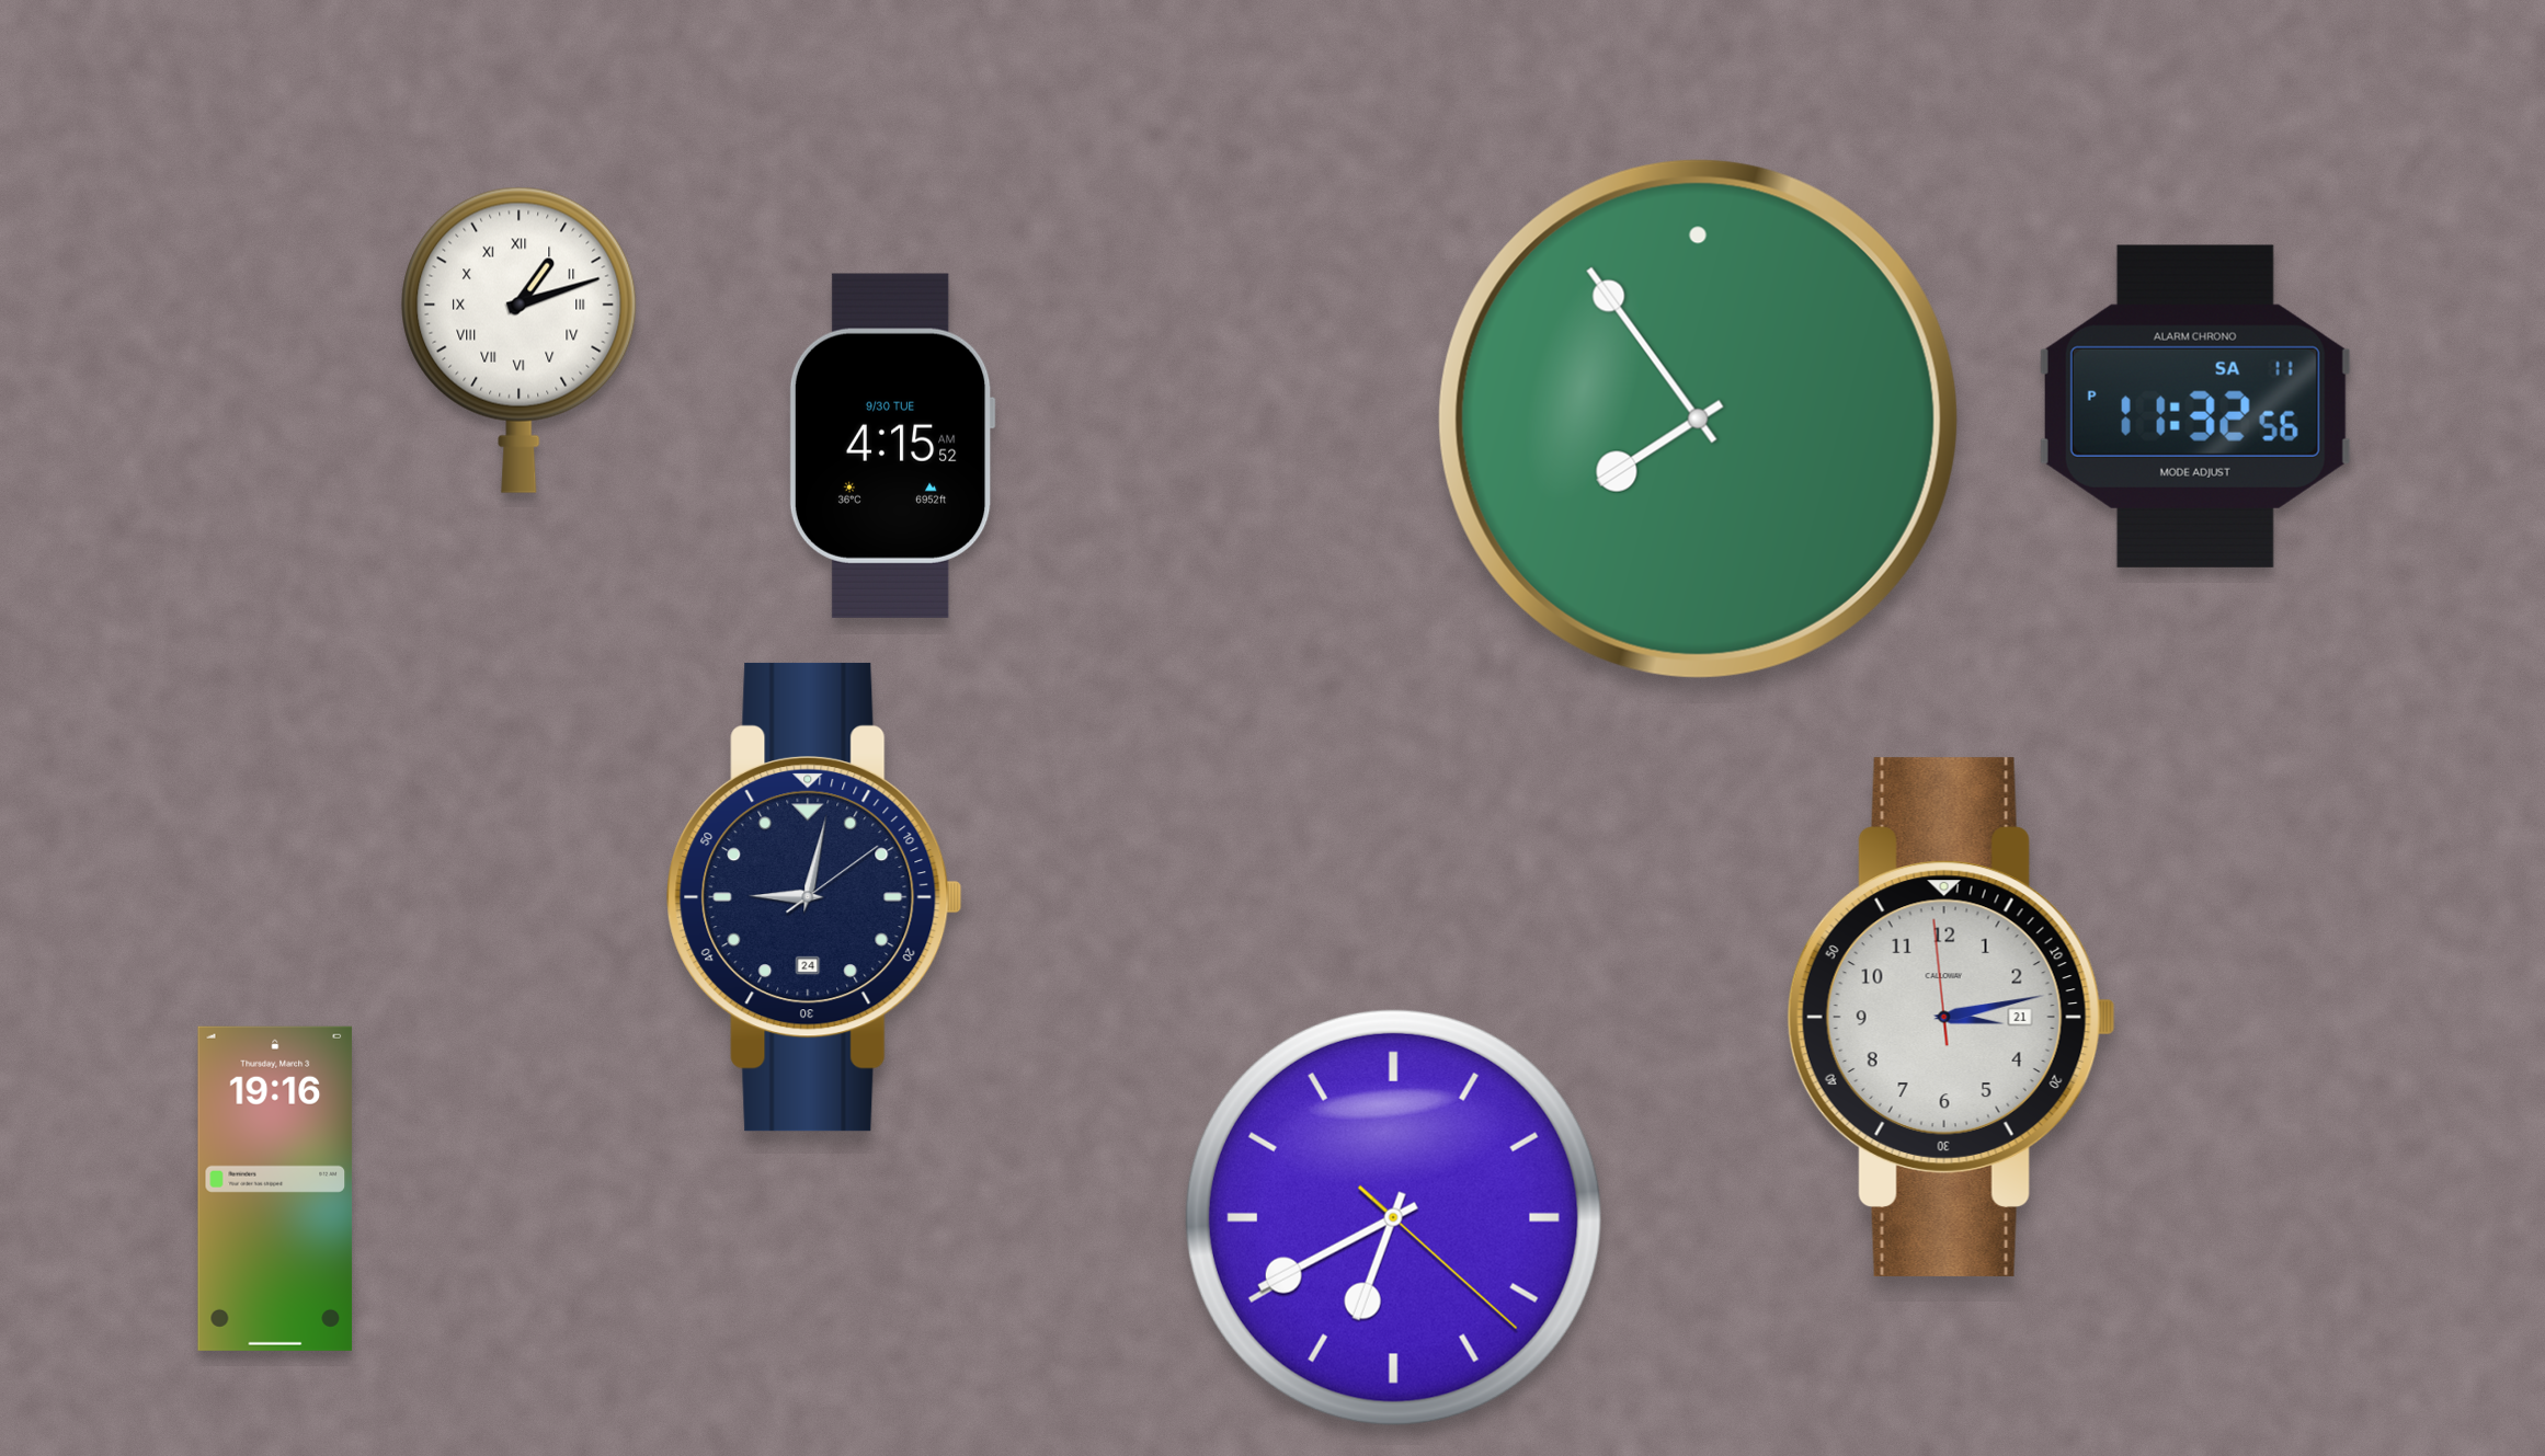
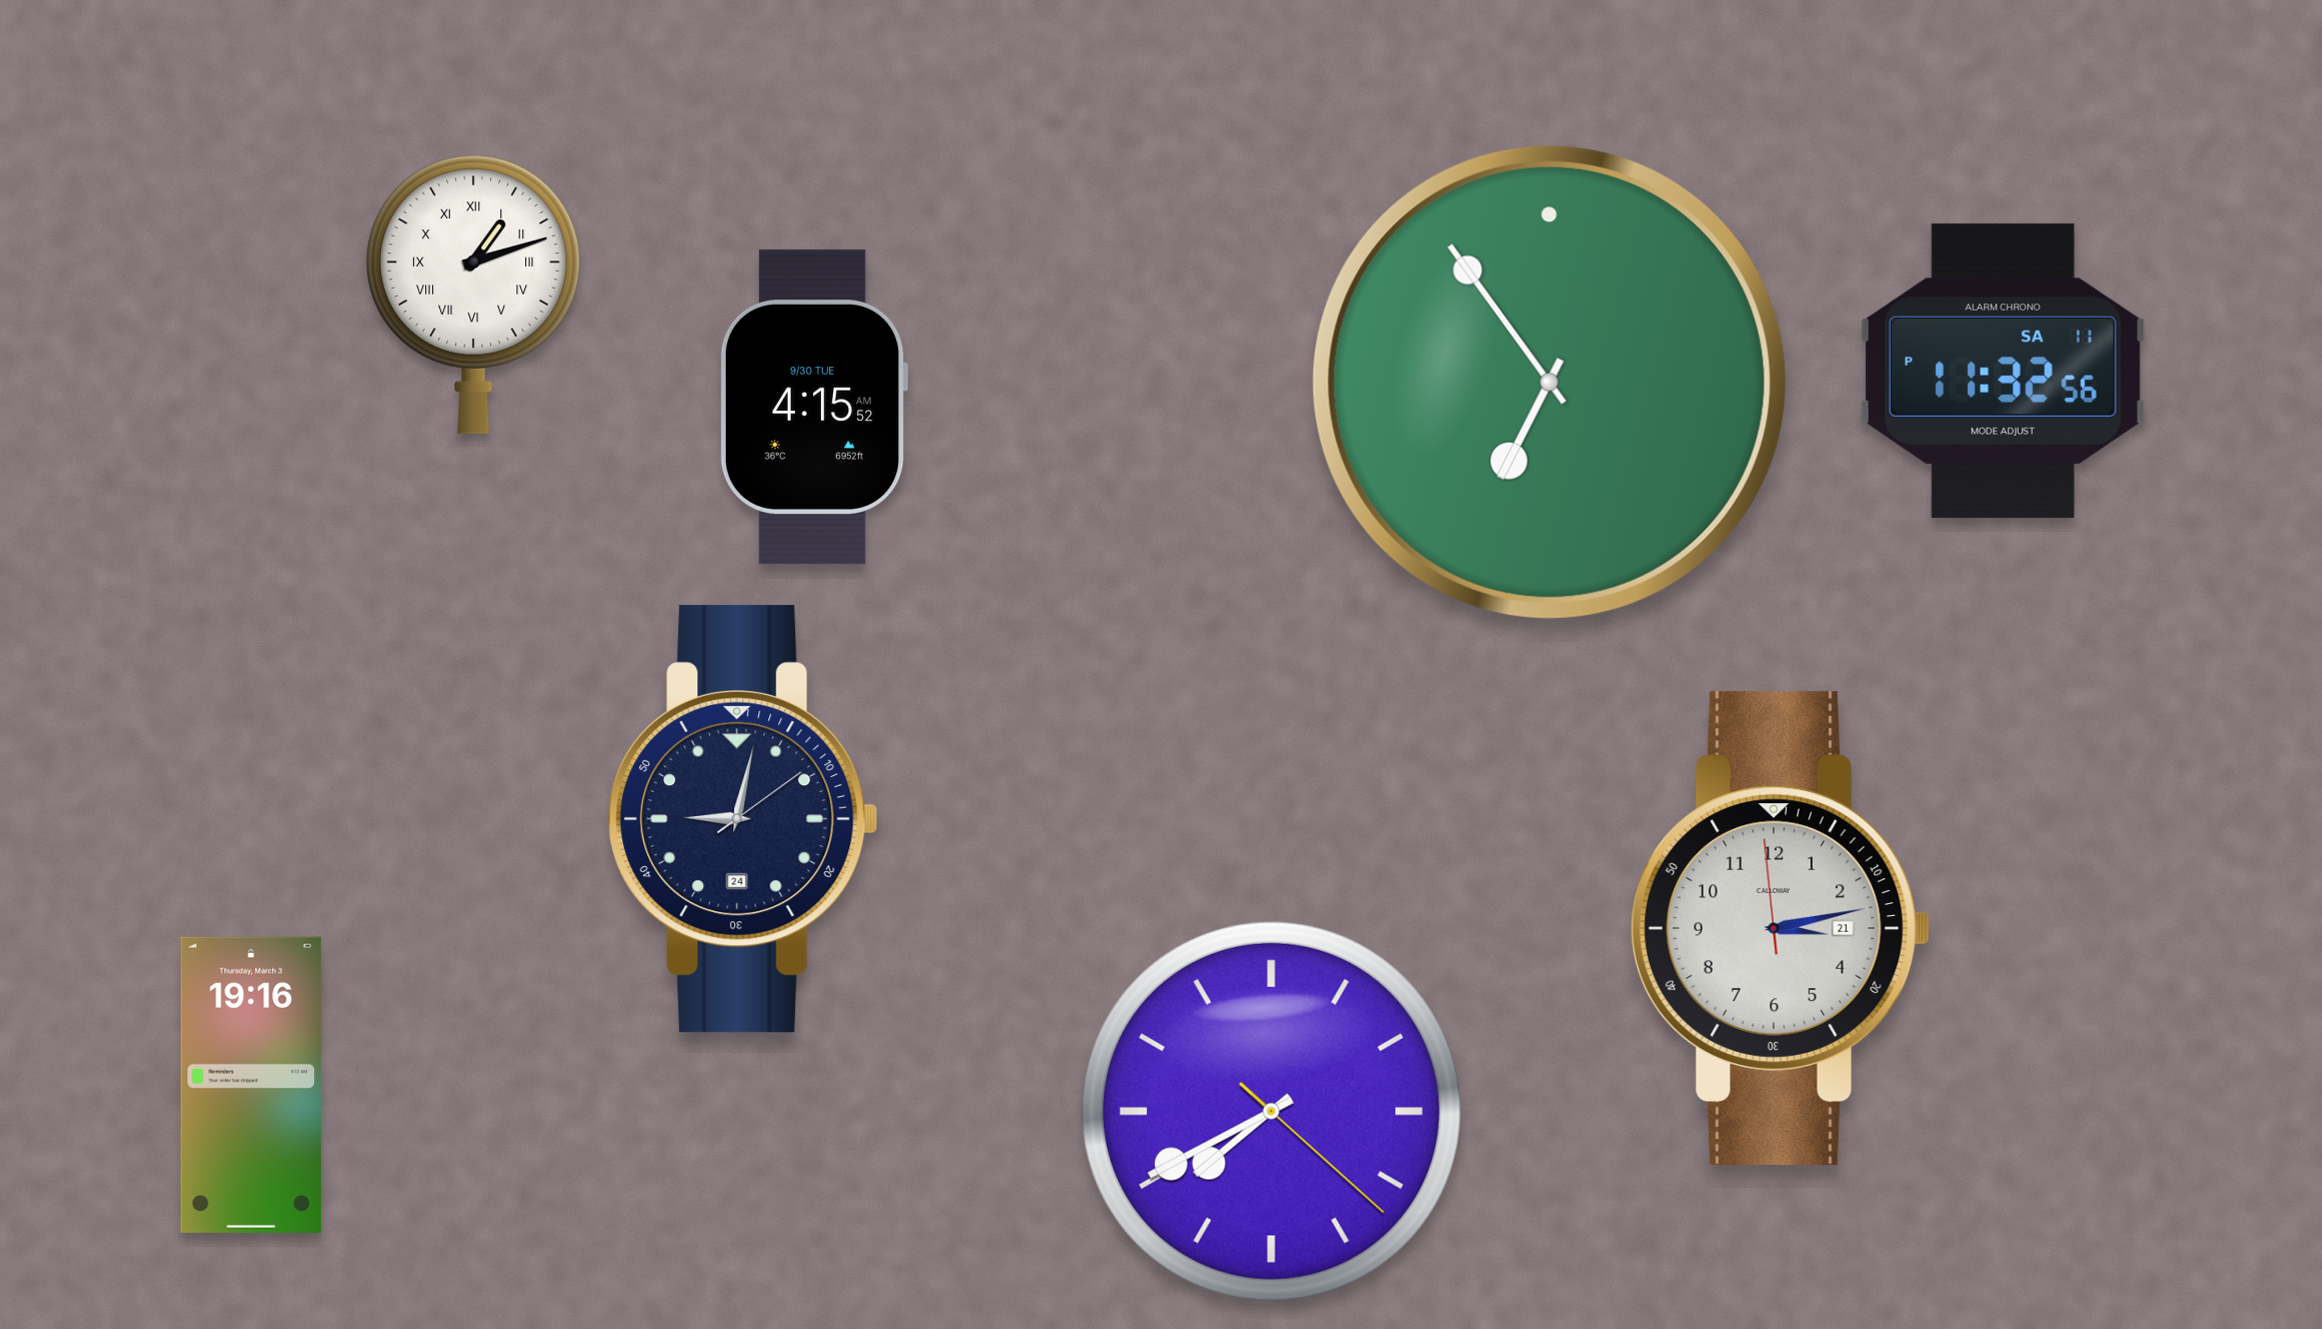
clock at (520, 340) position: (520, 340) -> (474, 294)
clock at (1698, 419): 7:54 -> 6:54
clock at (1393, 1217): 6:40 -> 7:40
